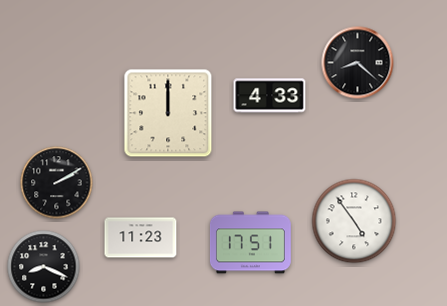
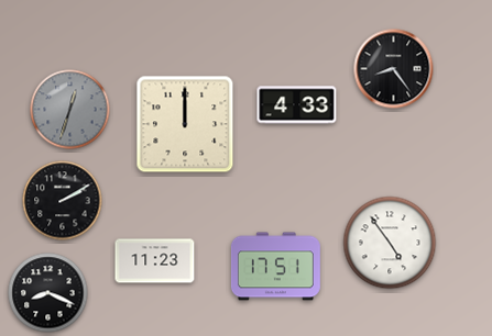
clock at (358, 63): 8:22 -> 8:24
clock at (70, 110): none -> 12:33
